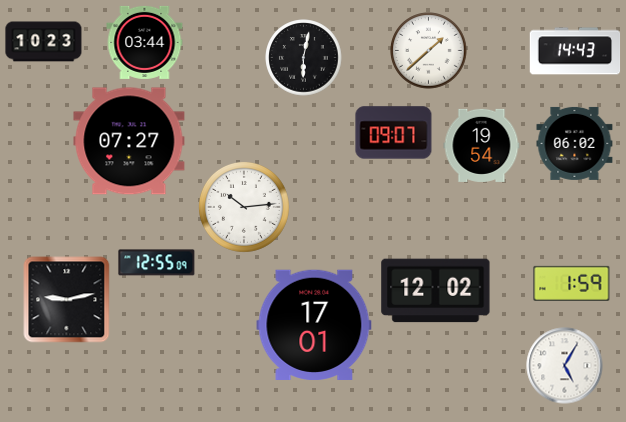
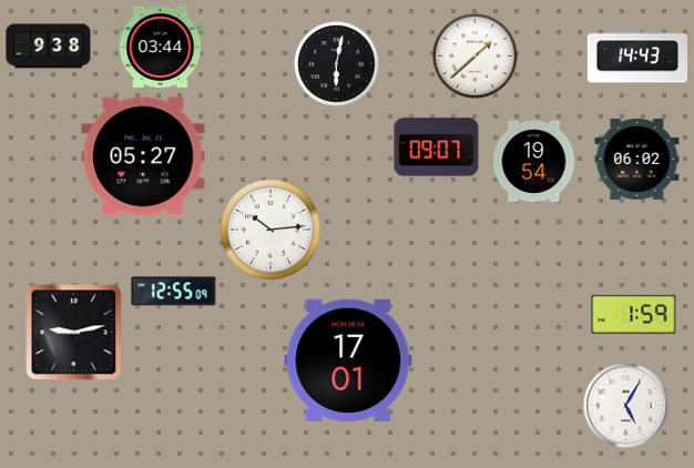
clock at (44, 42): 10:23 -> 9:38
clock at (129, 141): 07:27 -> 05:27
clock at (436, 291): 12:02 -> none
